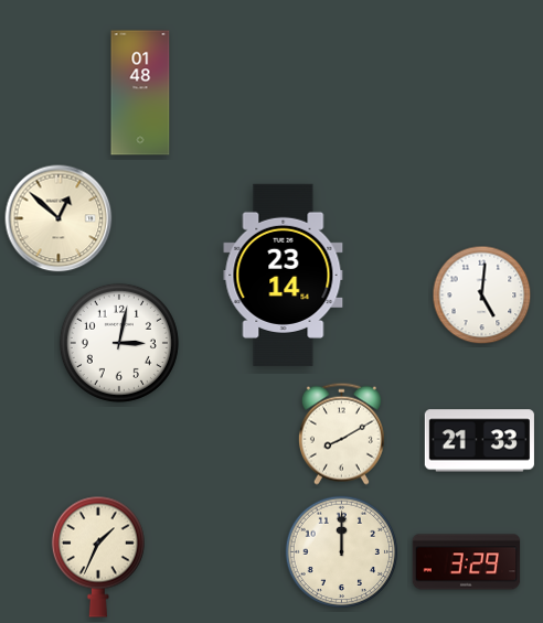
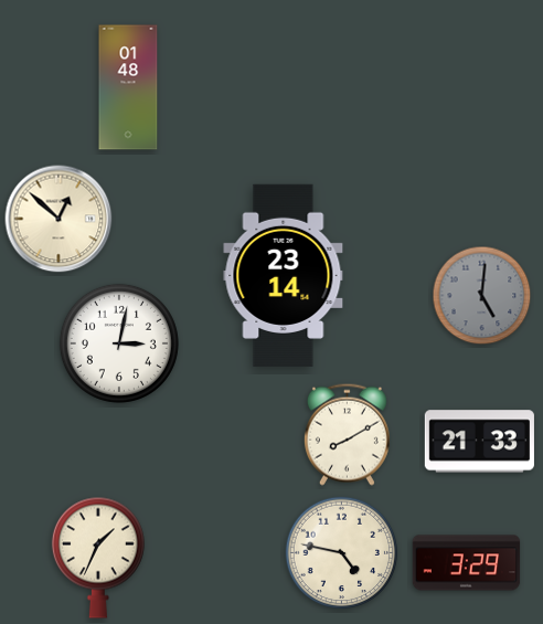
clock at (140, 93) position: (140, 93) -> (128, 87)
clock at (482, 296) dial: white -> grey
clock at (341, 433) position: (341, 433) -> (347, 434)
clock at (341, 551): 12:00 -> 4:47
